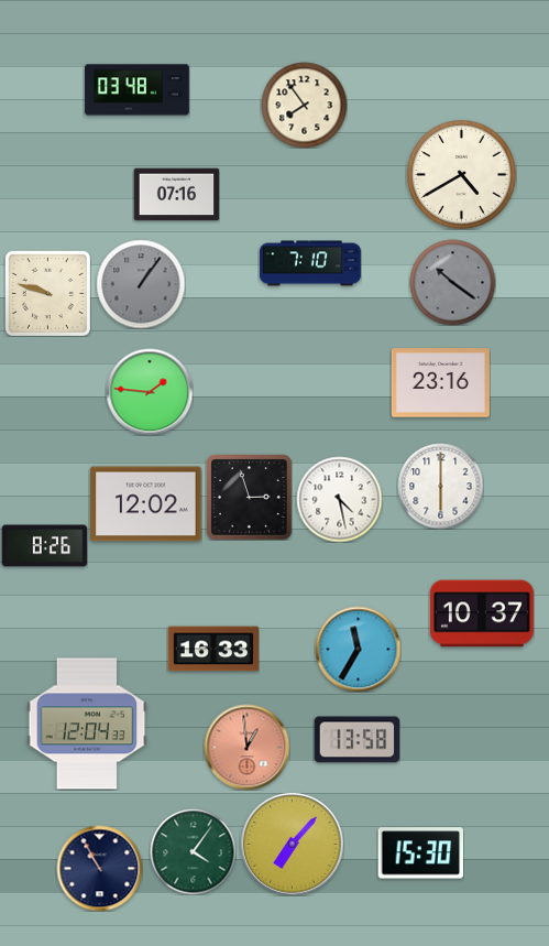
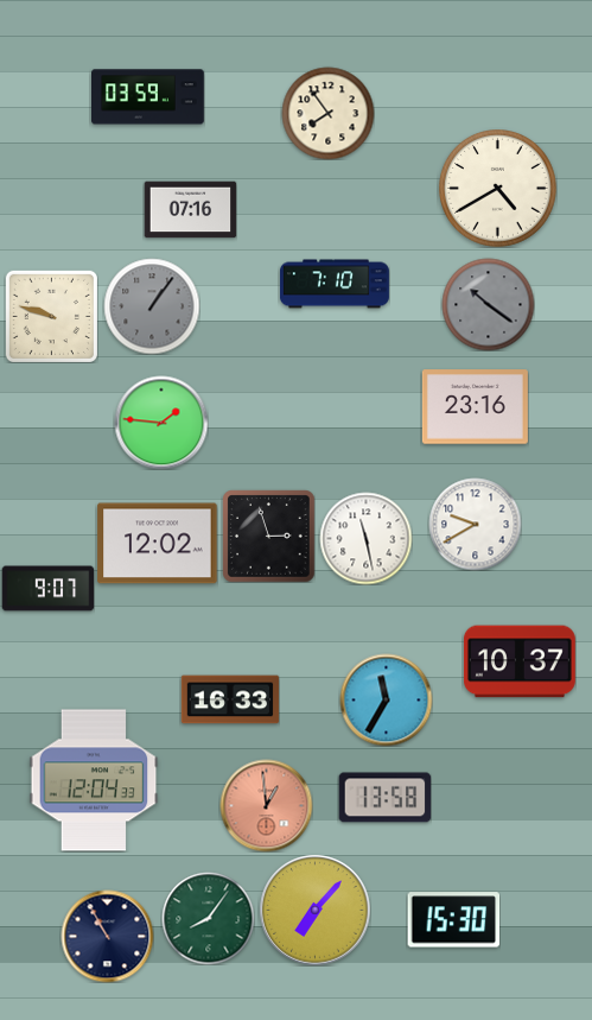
clock at (138, 90): 03:48 -> 03:59
clock at (440, 383) position: (440, 383) -> (475, 407)
clock at (440, 486): 6:00 -> 9:40
clock at (339, 499): 4:28 -> 11:28
clock at (44, 546): 8:26 -> 9:07
clock at (193, 851): 4:06 -> 8:06
